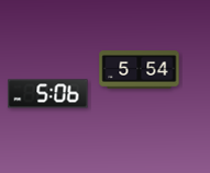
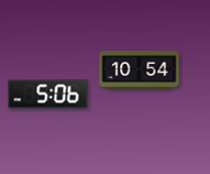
clock at (140, 70): 5:54 -> 10:54
